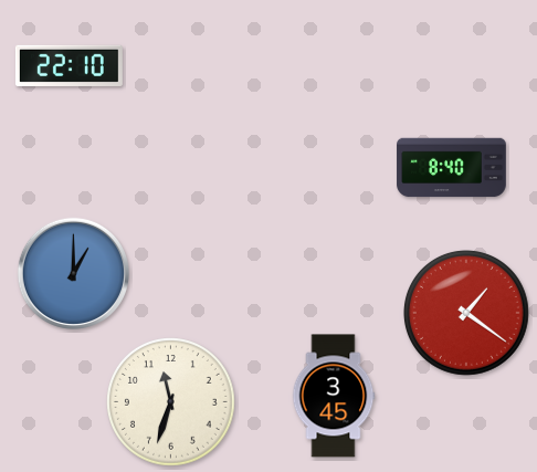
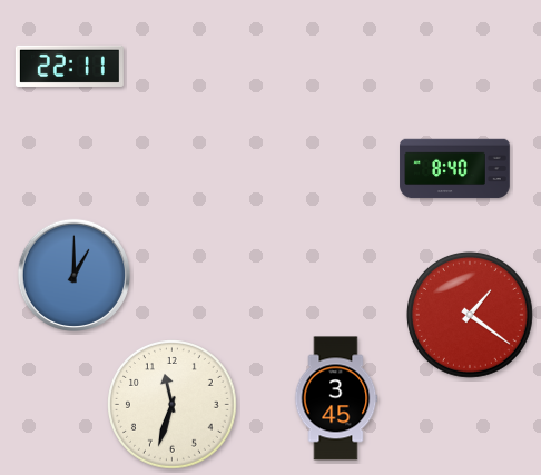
clock at (69, 65): 22:10 -> 22:11
